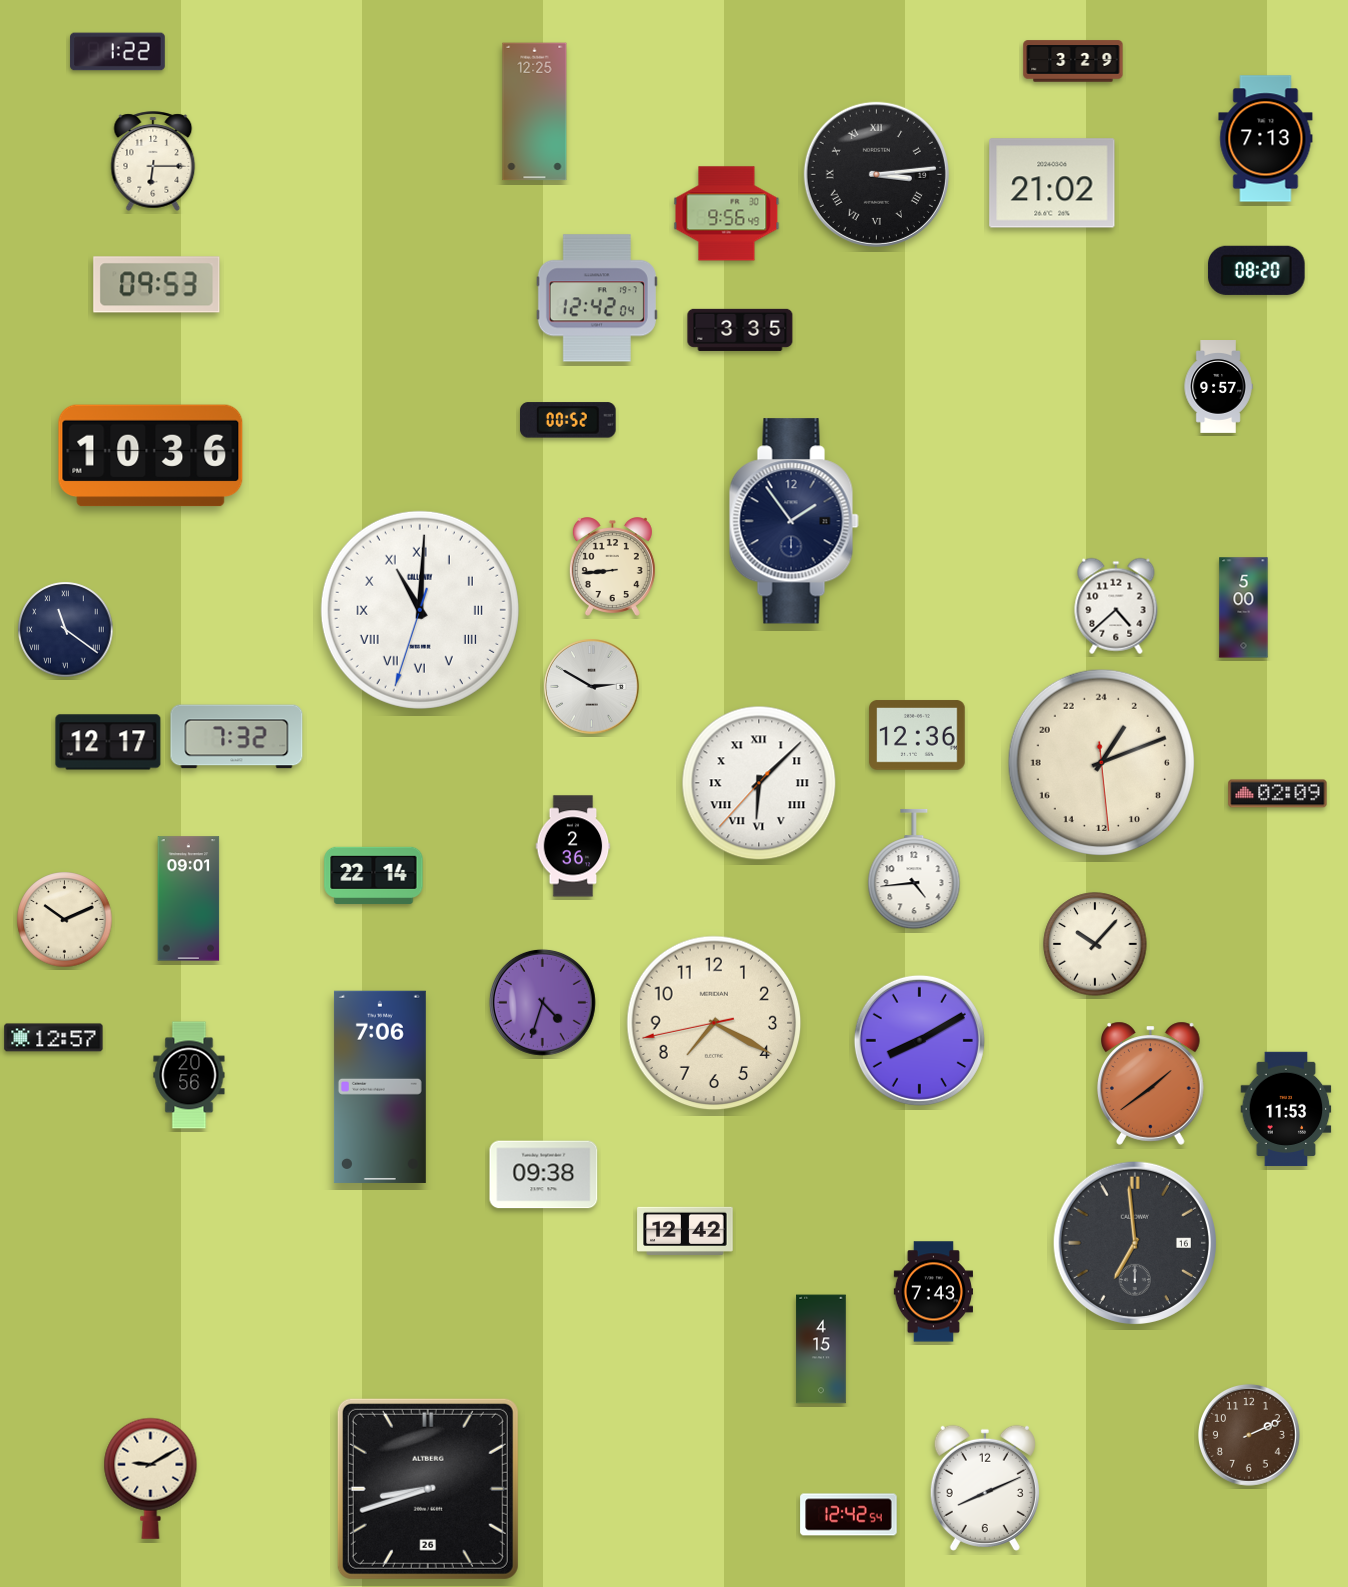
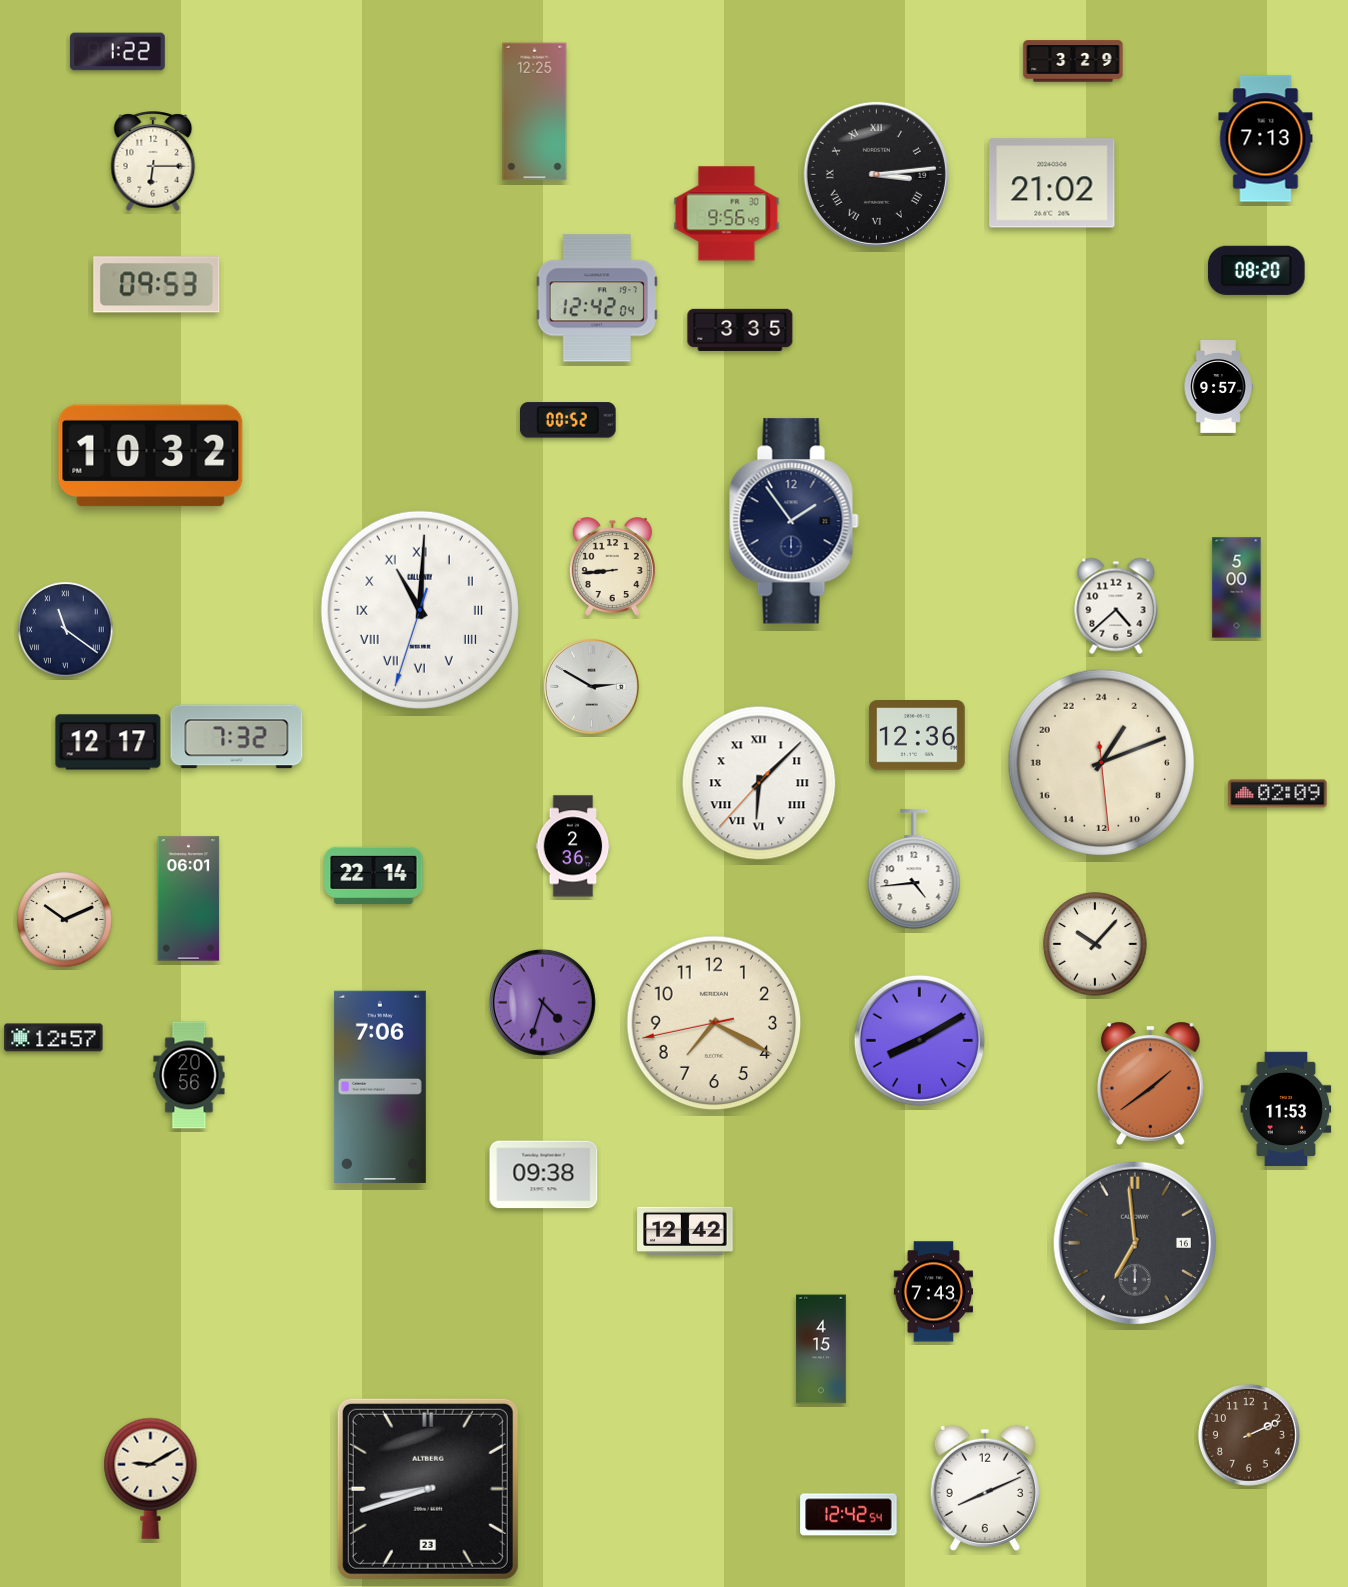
clock at (151, 456): 10:36 -> 10:32
clock at (1244, 608) position: (1244, 608) -> (1237, 588)
clock at (189, 899): 09:01 -> 06:01
clock at (428, 1489) date: 26 -> 23
